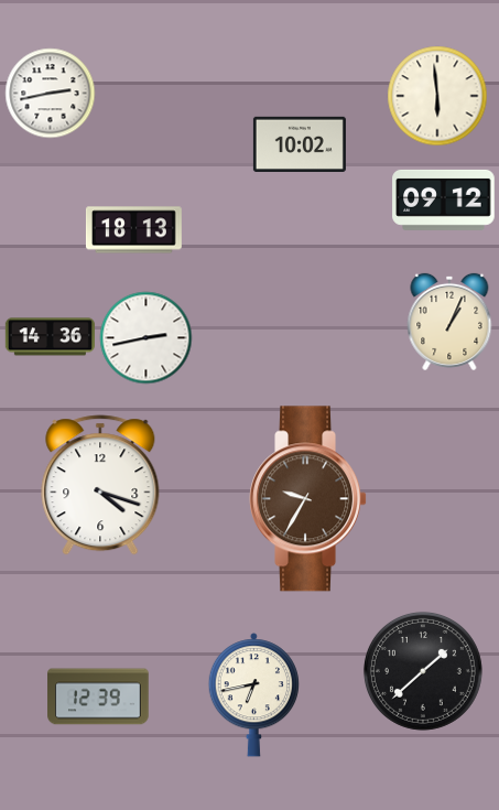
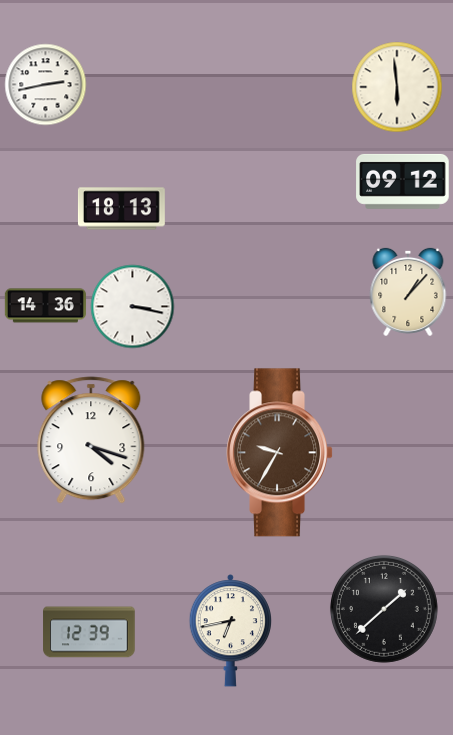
clock at (300, 144): 10:02 -> none
clock at (449, 322): 1:04 -> 1:07
clock at (145, 337): 2:43 -> 3:17
